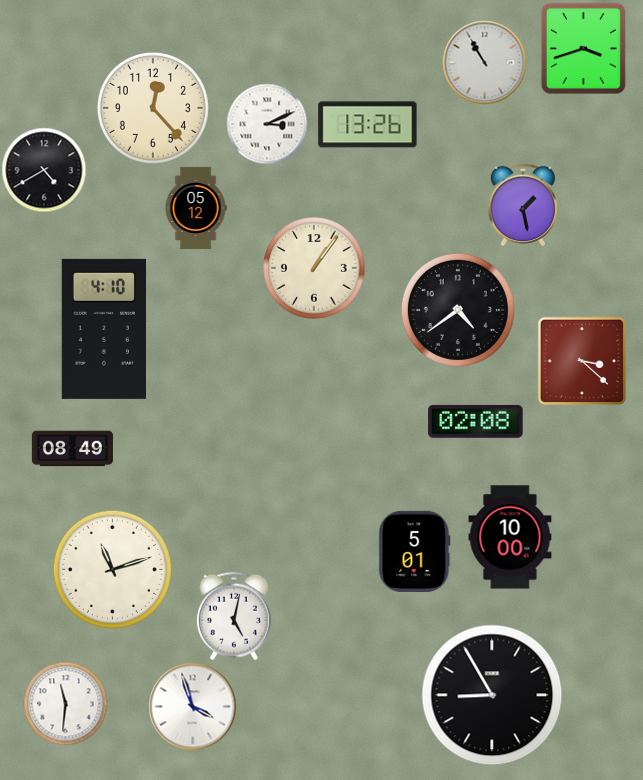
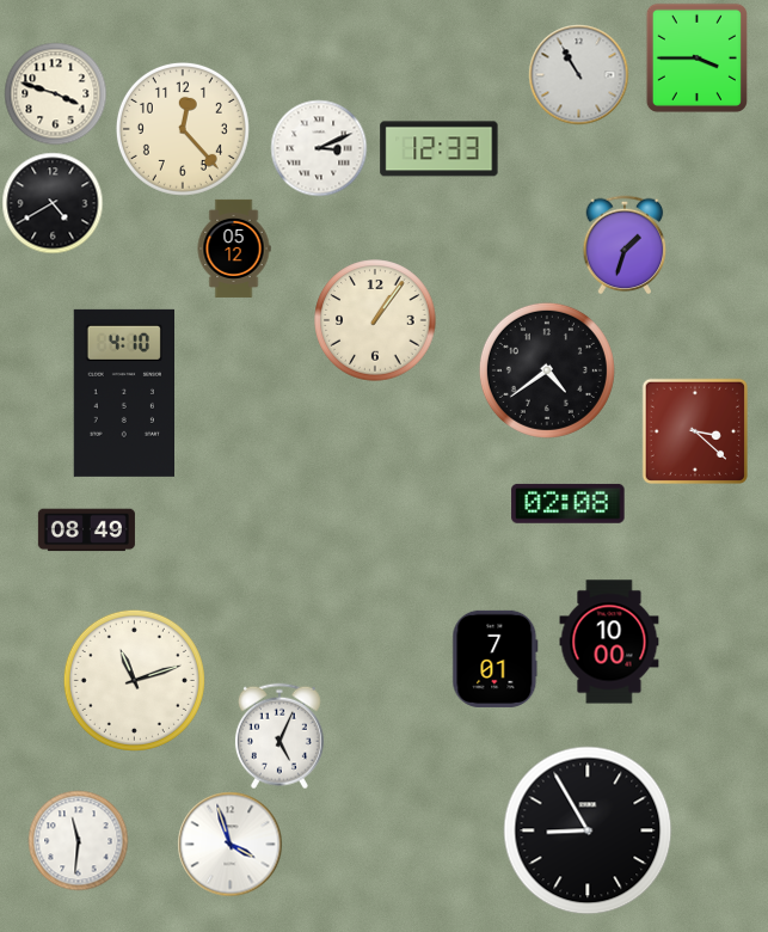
clock at (583, 48): 3:42 -> 3:45
clock at (55, 93): none -> 3:48
clock at (368, 125): 13:26 -> 12:33
clock at (523, 205): 1:28 -> 1:33
clock at (72, 449) position: (72, 449) -> (86, 531)
clock at (415, 551): 5:01 -> 7:01
clock at (234, 616): 5:02 -> 5:04
